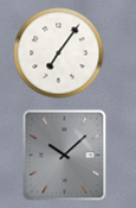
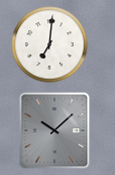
clock at (59, 53): 7:06 -> 7:01
